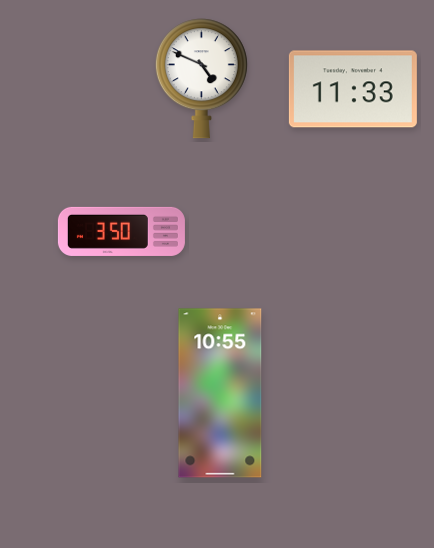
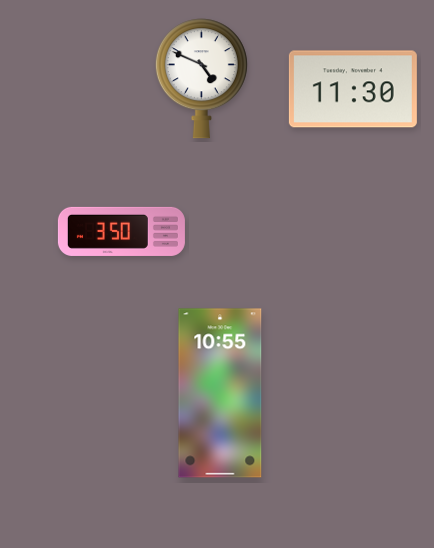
clock at (353, 89): 11:33 -> 11:30
